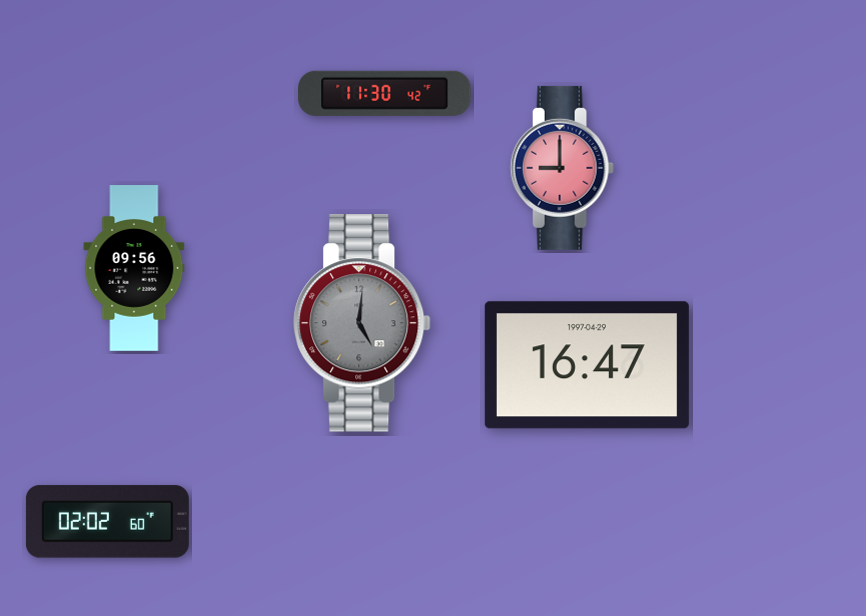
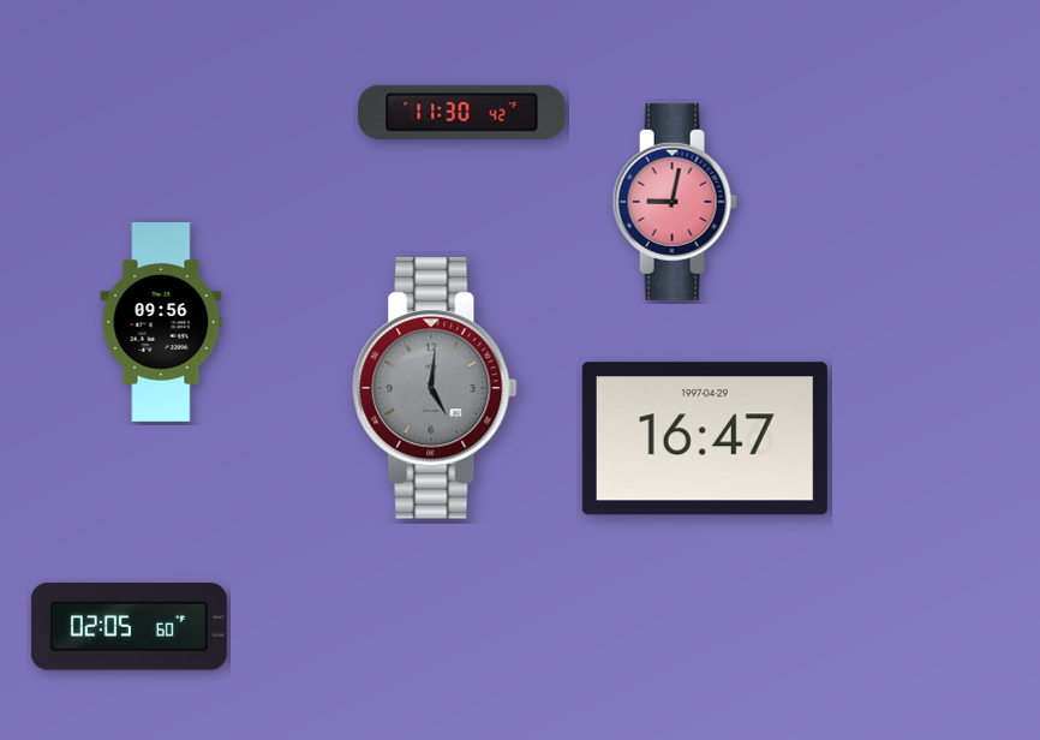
clock at (562, 168): 9:00 -> 9:02
clock at (107, 522): 02:02 -> 02:05
